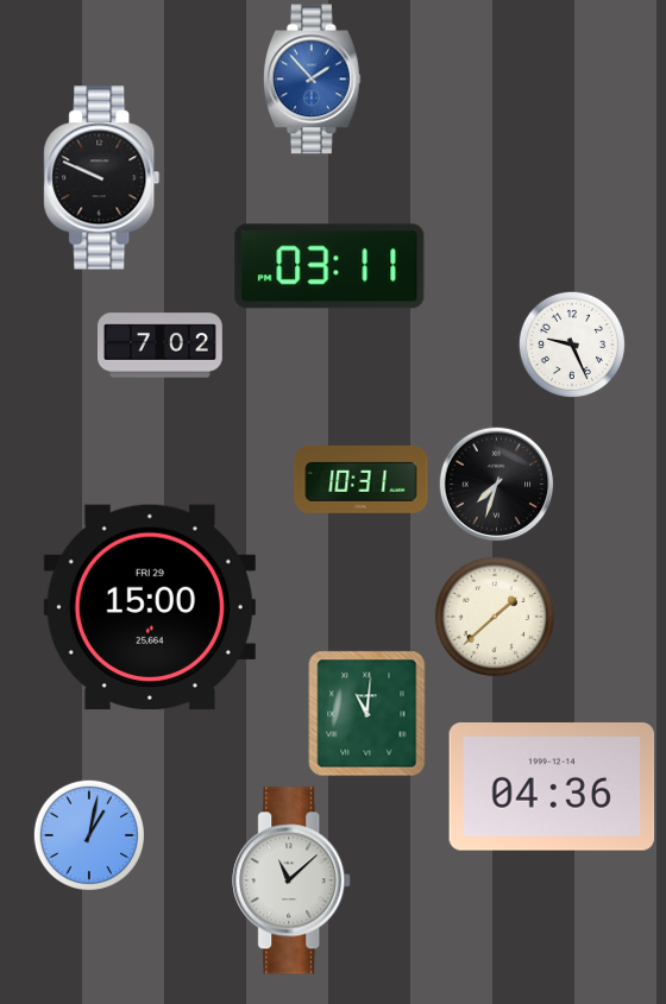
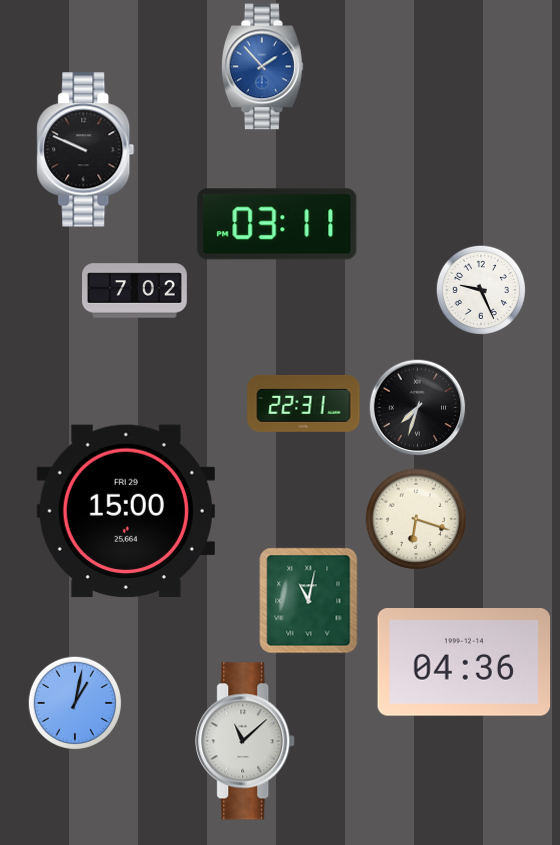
clock at (362, 479): 10:31 -> 22:31
clock at (495, 617): 1:38 -> 6:18
clock at (367, 714): 11:01 -> 11:02
